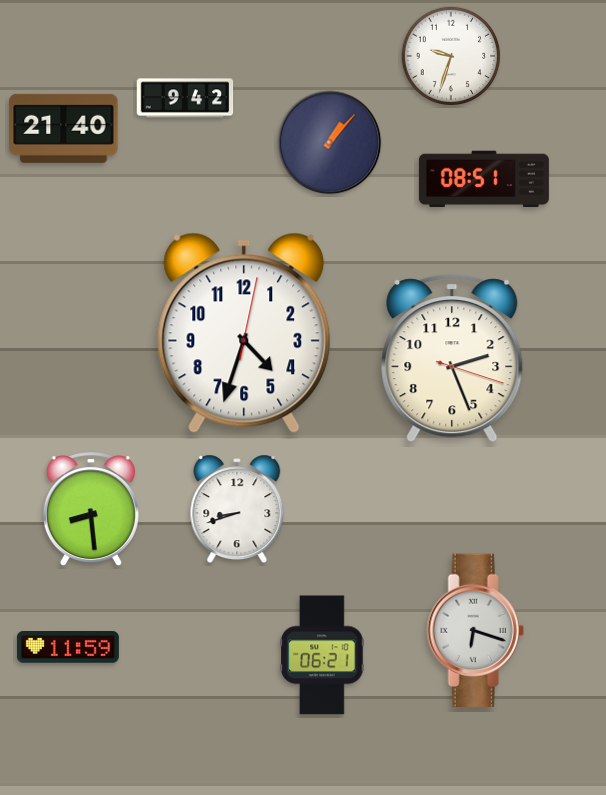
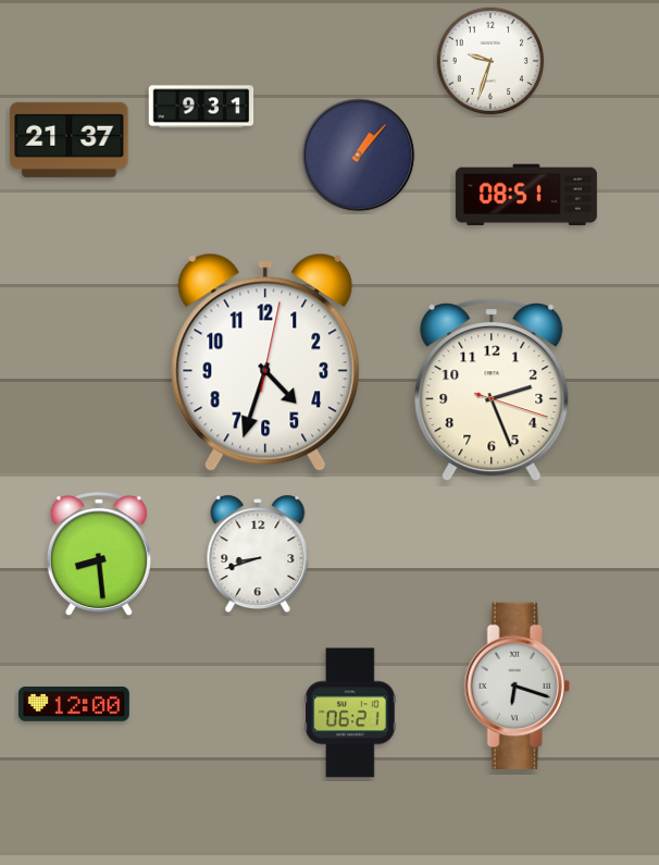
clock at (185, 98): 9:42 -> 9:31
clock at (64, 128): 21:40 -> 21:37
clock at (68, 648): 11:59 -> 12:00
